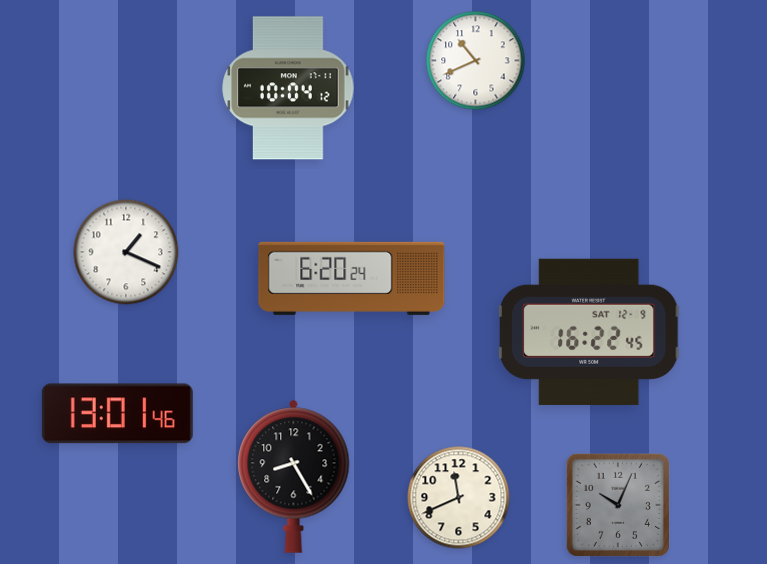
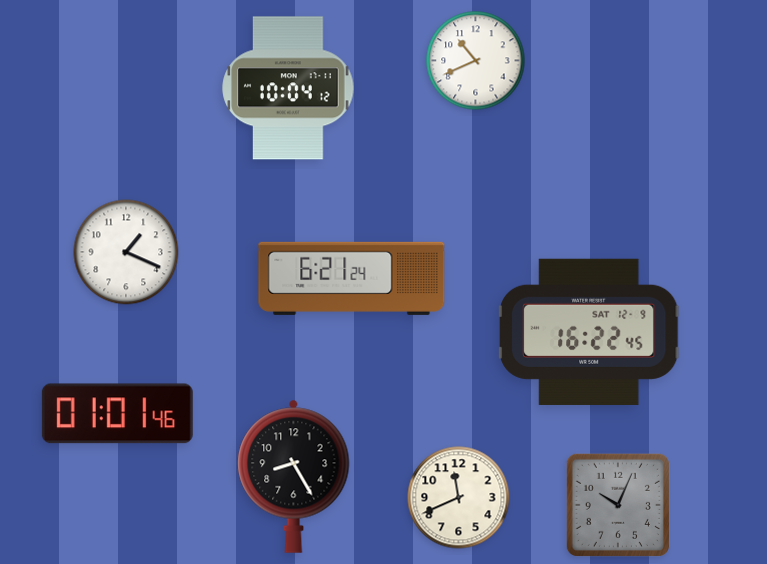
clock at (352, 278): 6:20 -> 6:21
clock at (117, 414): 13:01 -> 01:01
